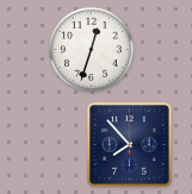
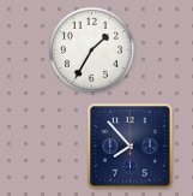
clock at (91, 49): 12:33 -> 1:35
